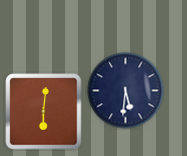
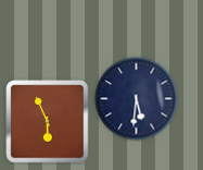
clock at (44, 112): 6:01 -> 5:56
